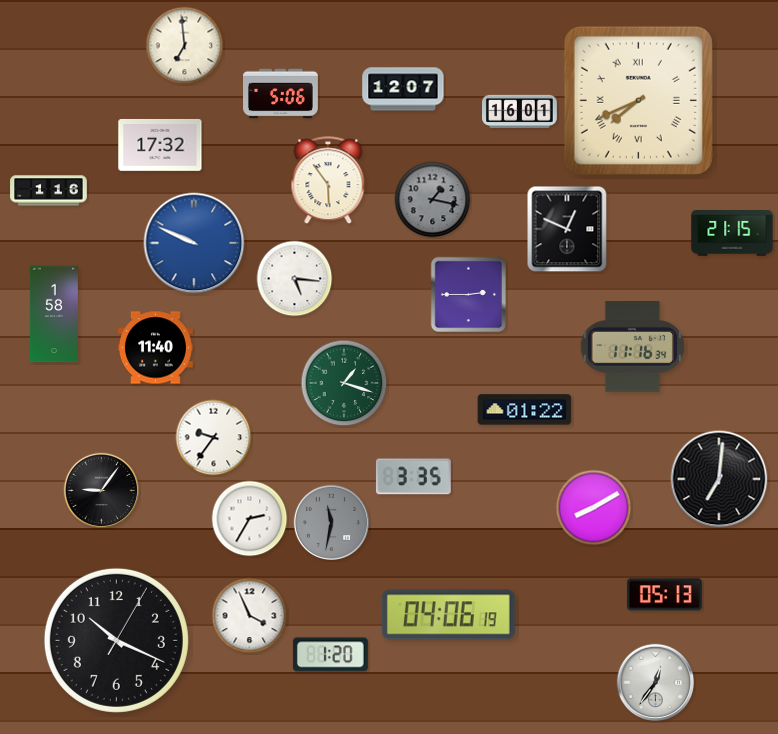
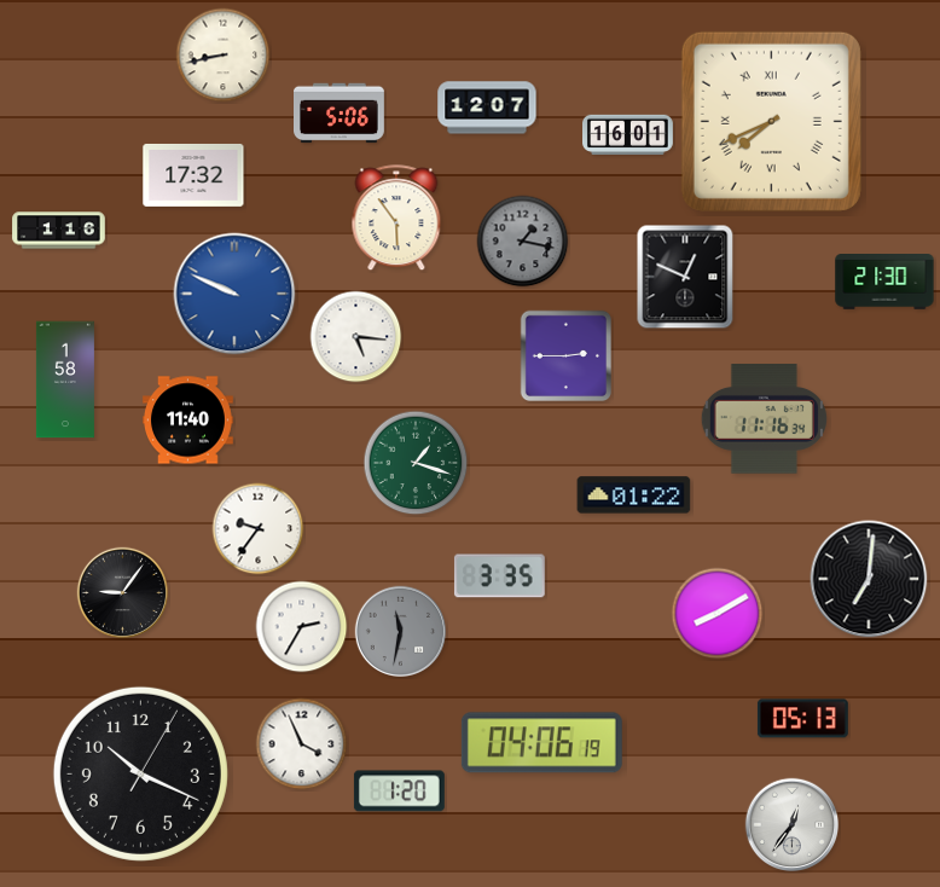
clock at (185, 46): 6:59 -> 8:43
clock at (732, 234): 21:15 -> 21:30
